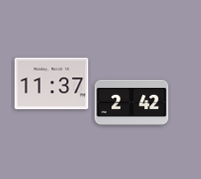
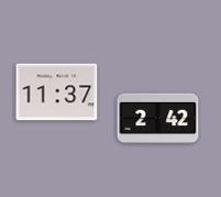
clock at (132, 103) position: (132, 103) -> (158, 119)
